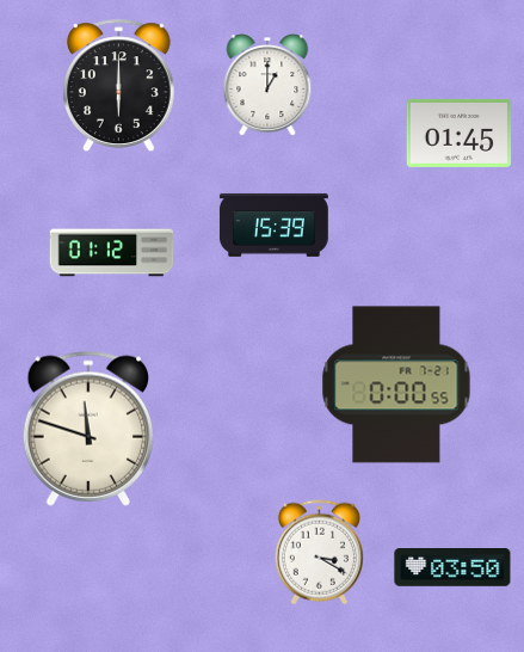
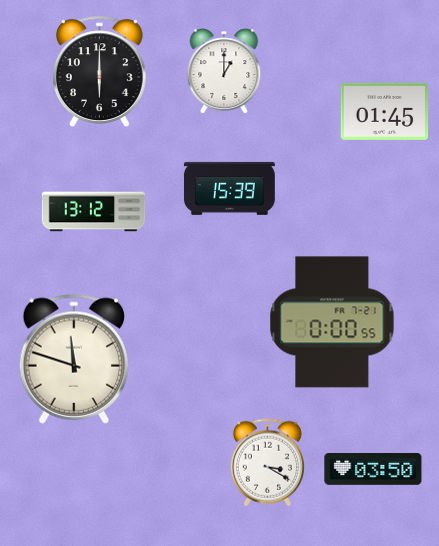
clock at (112, 253): 01:12 -> 13:12
clock at (452, 568) position: (452, 568) -> (373, 470)
